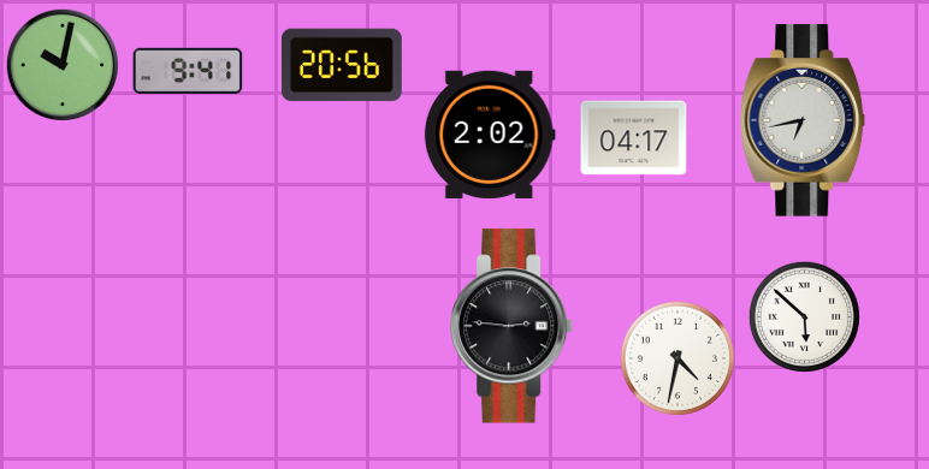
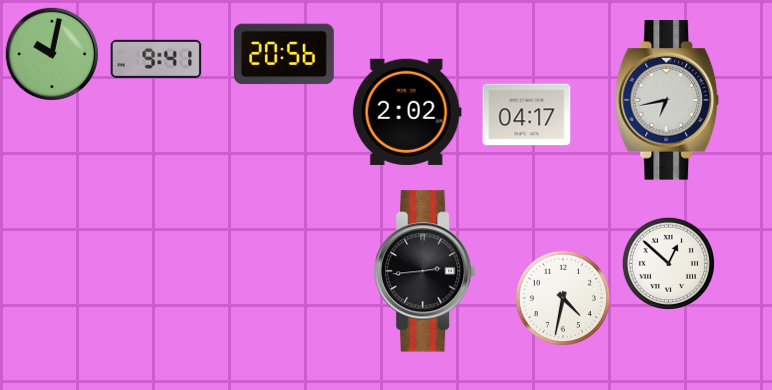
clock at (804, 316): 5:52 -> 12:52
clock at (513, 326): 2:46 -> 2:44
